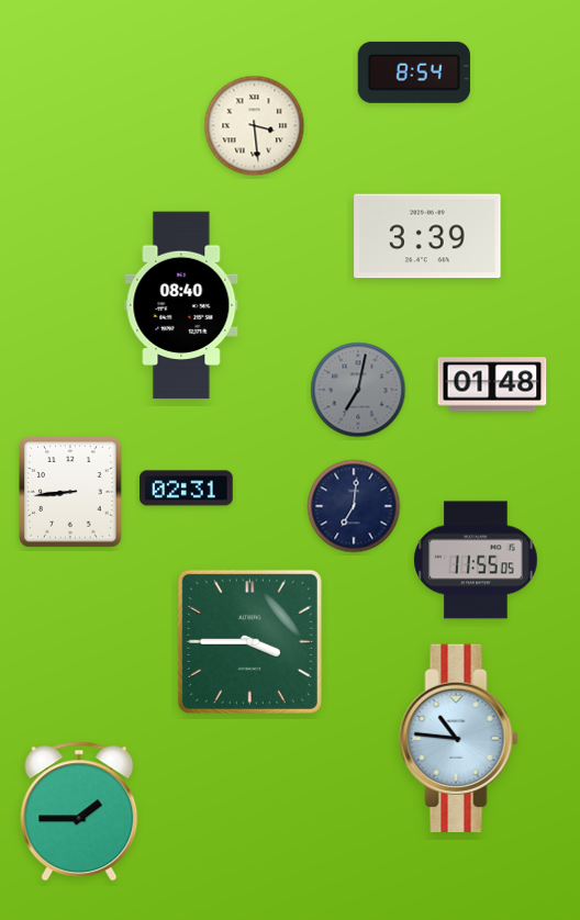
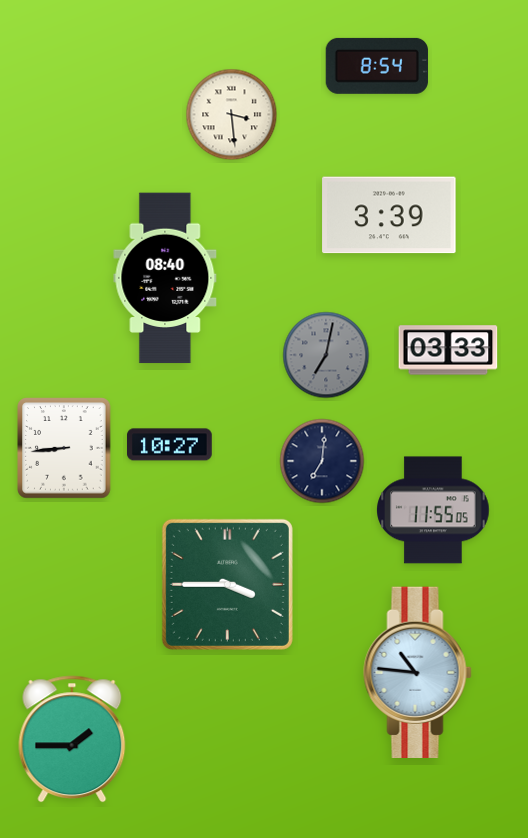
clock at (492, 384): 01:48 -> 03:33
clock at (187, 489): 02:31 -> 10:27
